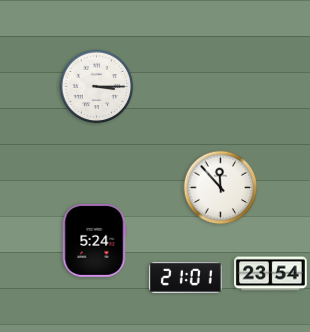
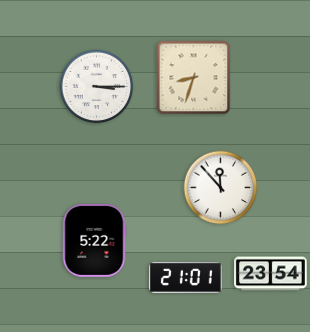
clock at (194, 78): none -> 8:33
clock at (94, 241): 5:24 -> 5:22
